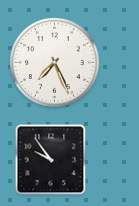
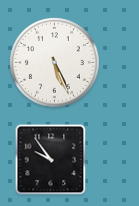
clock at (55, 63): 7:26 -> 5:26
